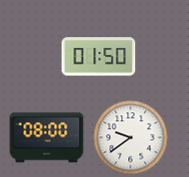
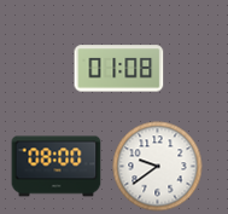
clock at (99, 57): 01:50 -> 01:08
